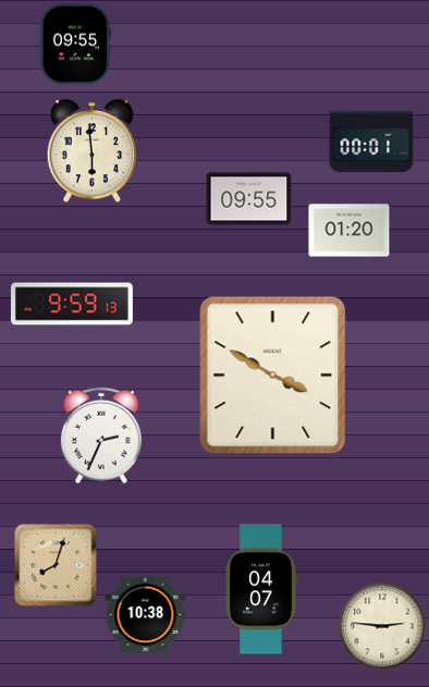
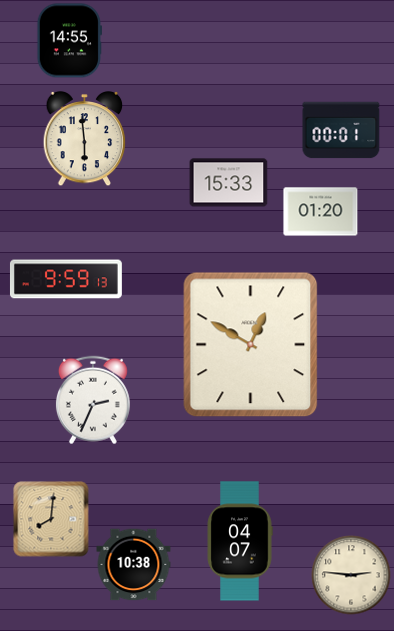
clock at (75, 45): 09:55 -> 14:55
clock at (249, 199): 09:55 -> 15:33
clock at (273, 376): 3:50 -> 12:50
clock at (56, 565): 8:03 -> 8:01
